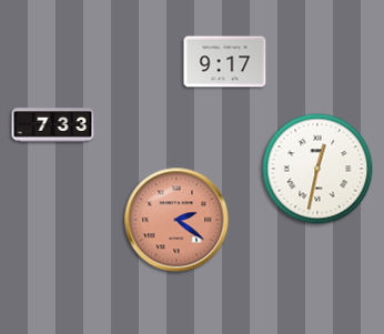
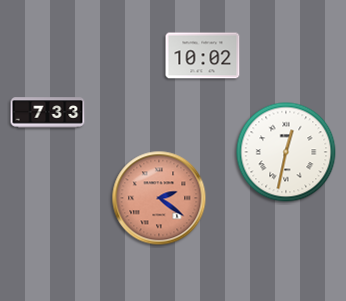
clock at (225, 62): 9:17 -> 10:02
